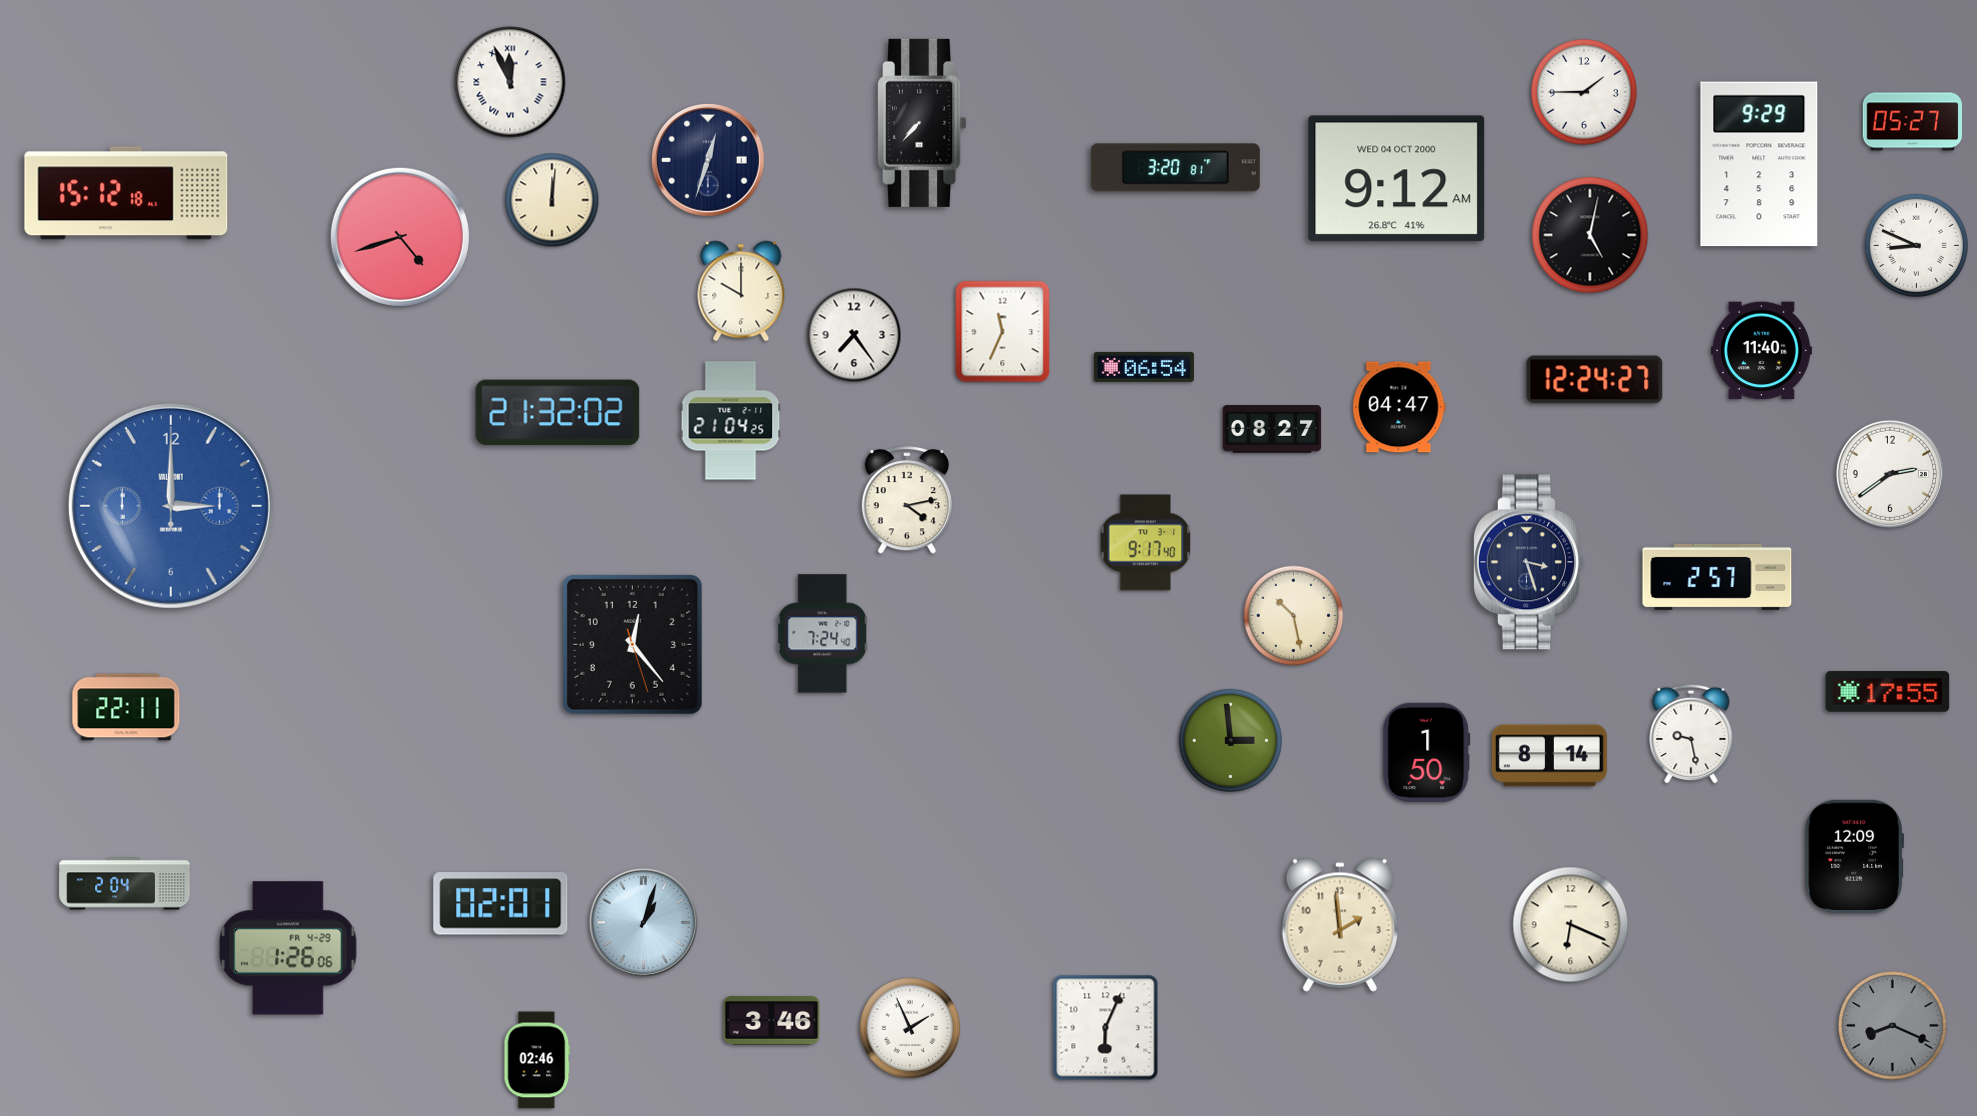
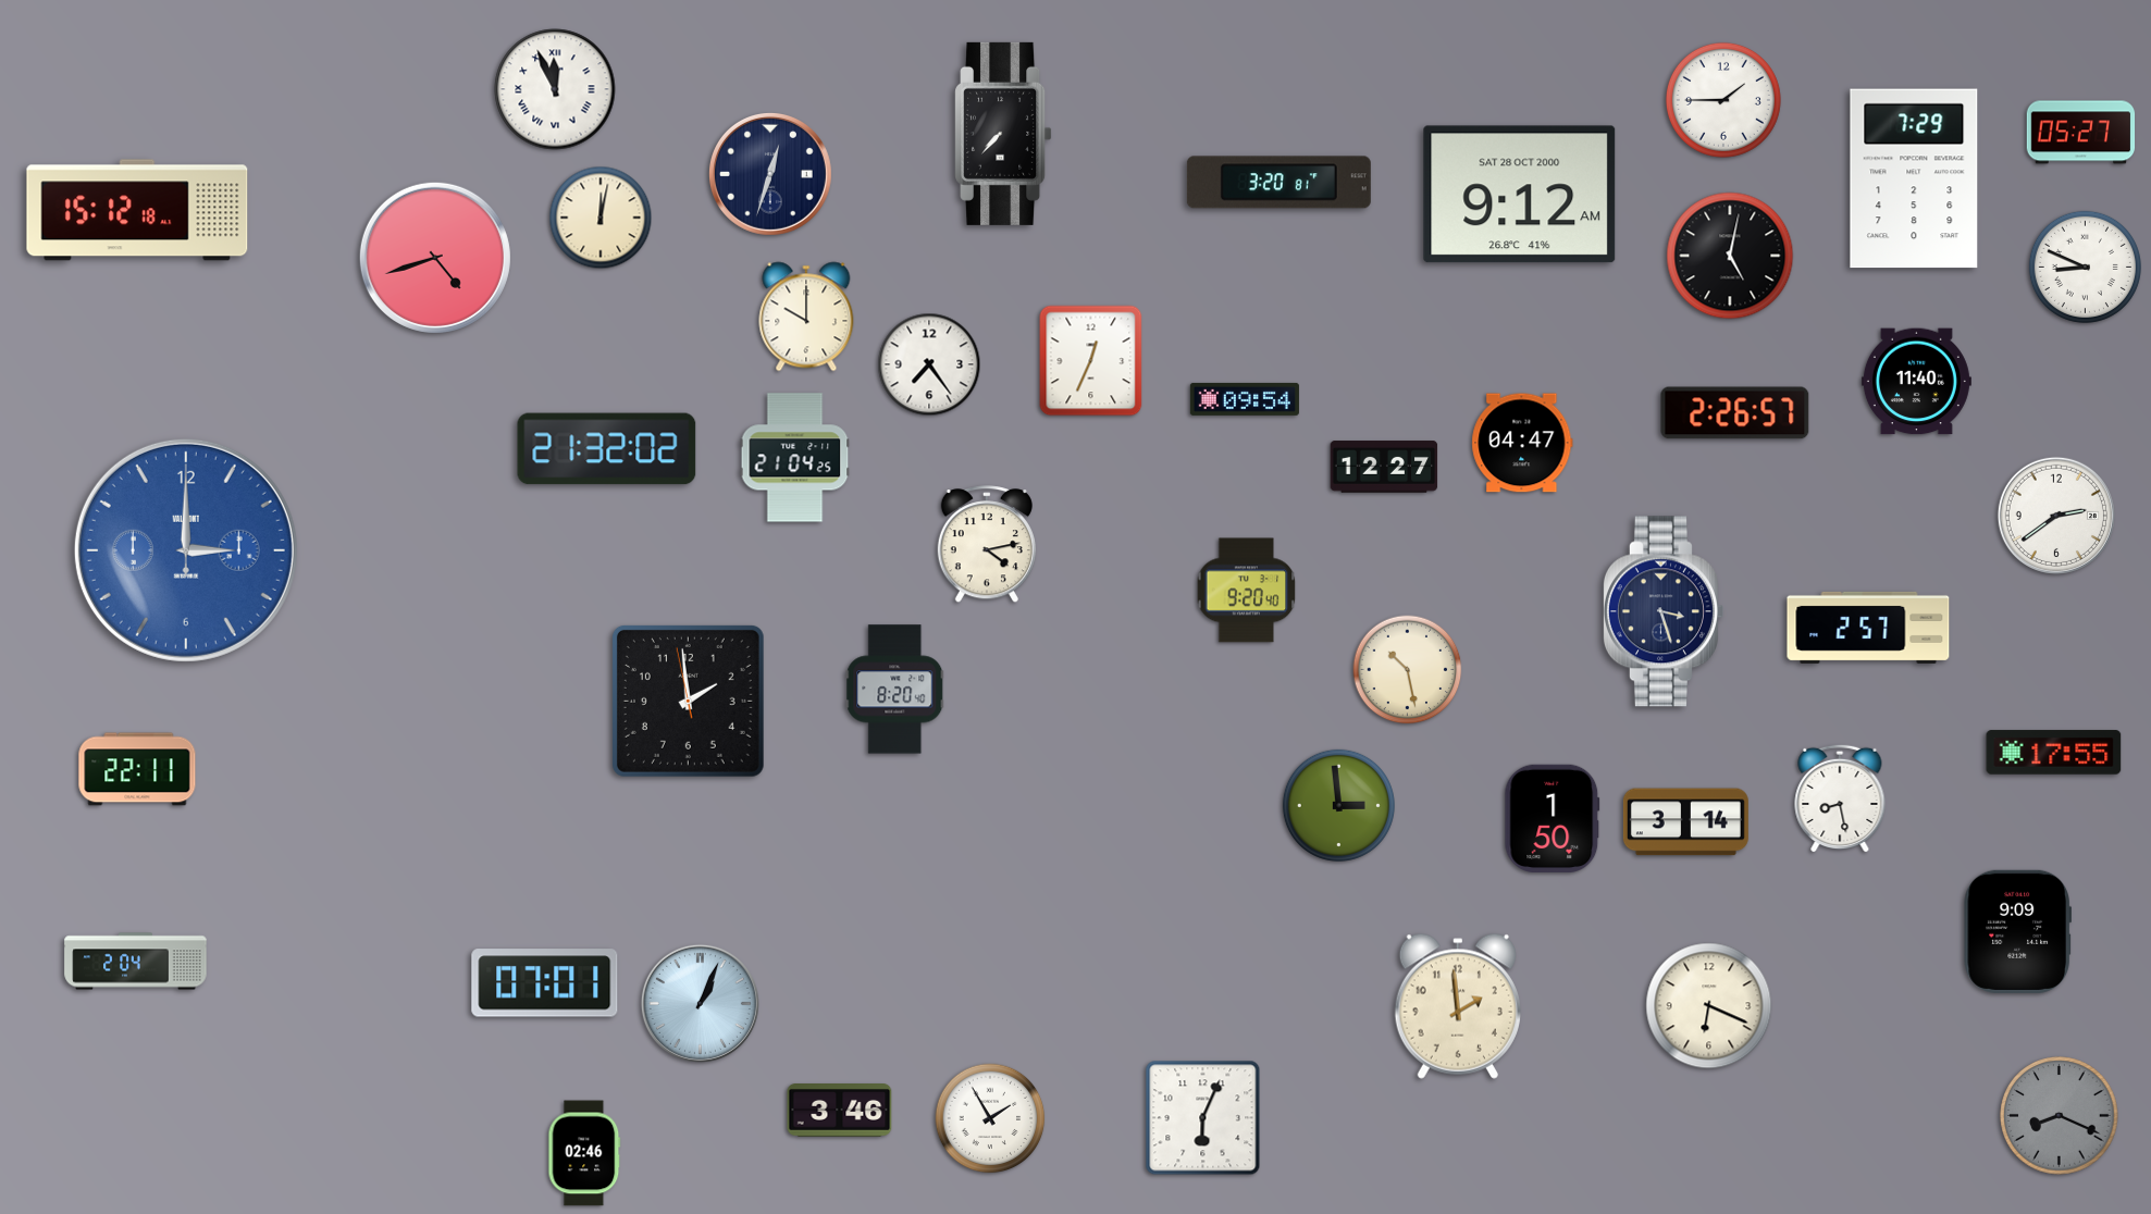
clock at (1759, 164): 9:29 -> 7:29
clock at (1397, 179) date: WED 04 OCT 2000 -> SAT 28 OCT 2000
clock at (552, 200): 12:01 -> 12:02
clock at (1003, 332): 11:34 -> 12:34
clock at (1144, 367): 06:54 -> 09:54
clock at (1595, 380): 12:24 -> 2:26
clock at (1272, 429): 08:27 -> 12:27
clock at (1146, 543): 9:17 -> 9:20
clock at (823, 634): 7:24 -> 8:20
clock at (632, 644): 12:23 -> 1:58
clock at (1691, 734): 9:28 -> 8:28
clock at (1549, 756): 8:14 -> 3:14
clock at (1854, 856): 12:09 -> 9:09
clock at (501, 904): 02:01 -> 07:01
clock at (643, 922): 1:03 -> 1:04
clock at (289, 948): 1:26 -> none
clock at (910, 1028): 1:56 -> 1:55
